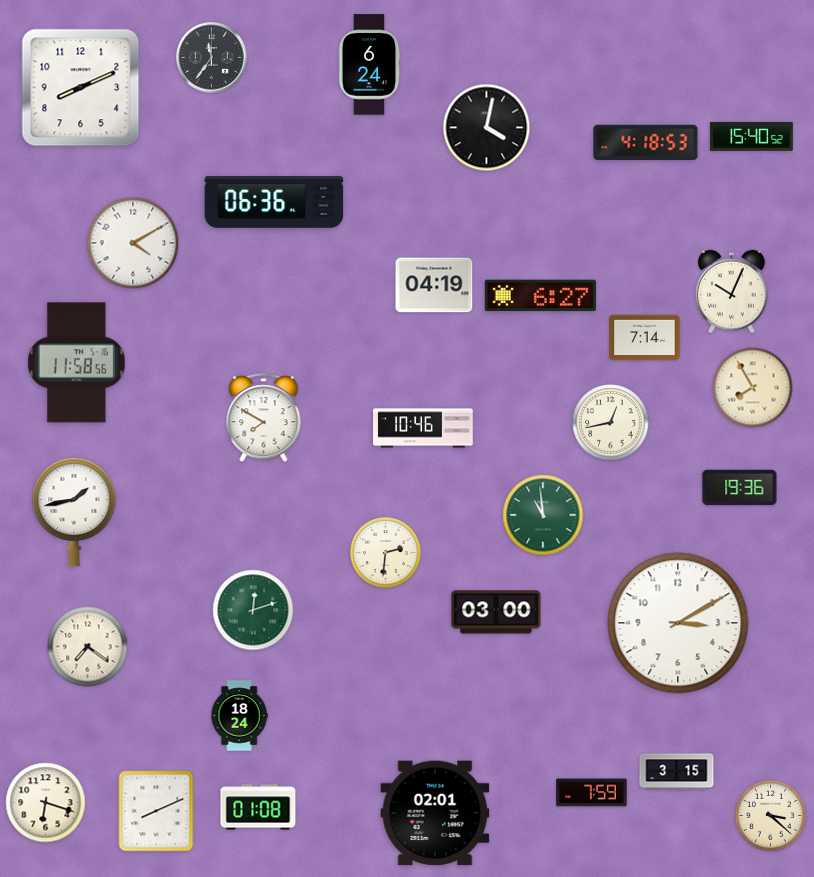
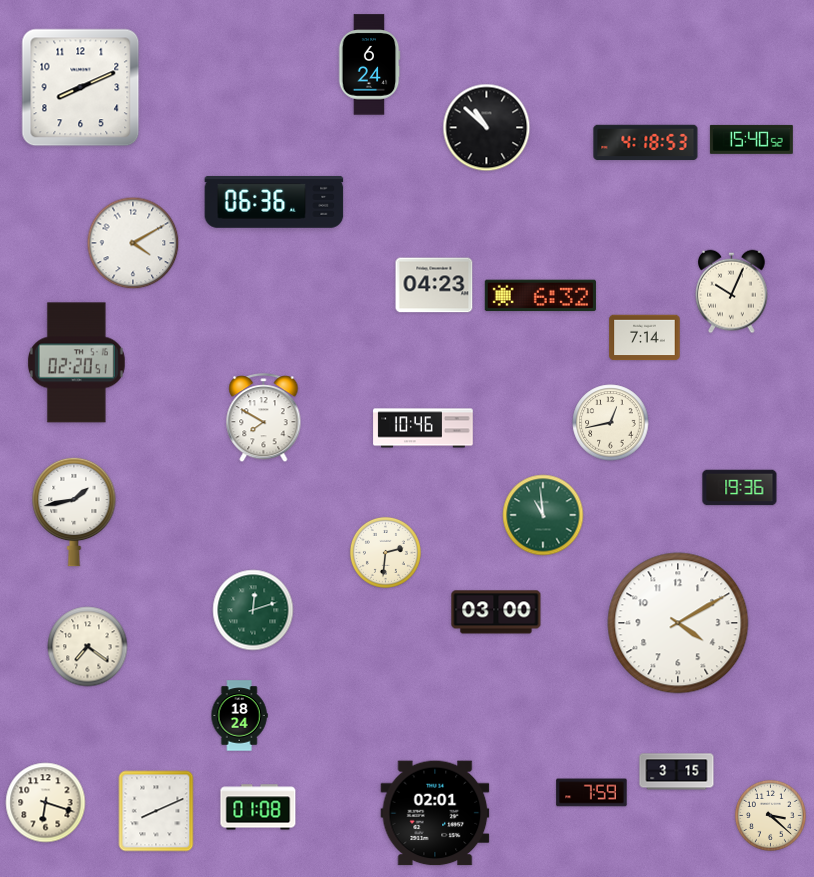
clock at (212, 58): 11:36 -> none
clock at (487, 128): 4:02 -> 10:52
clock at (751, 136) position: (751, 136) -> (751, 139)
clock at (434, 285): 04:19 -> 04:23
clock at (540, 296): 6:27 -> 6:32
clock at (76, 363): 11:58 -> 02:20
clock at (753, 388): 7:55 -> none
clock at (678, 623): 3:10 -> 4:10
